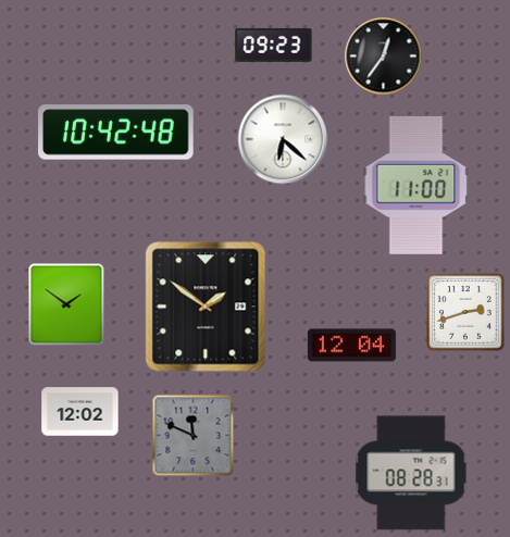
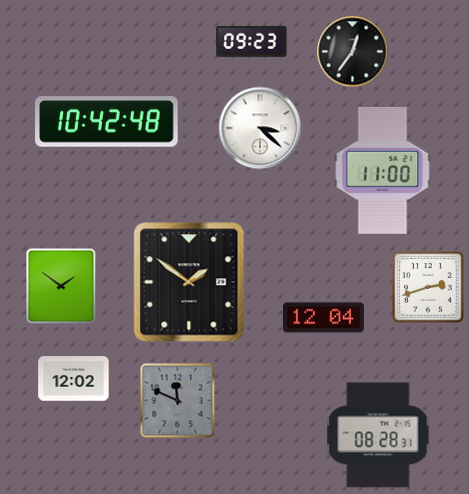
clock at (283, 139): 6:22 -> 3:22
clock at (66, 304) position: (66, 304) -> (61, 286)
